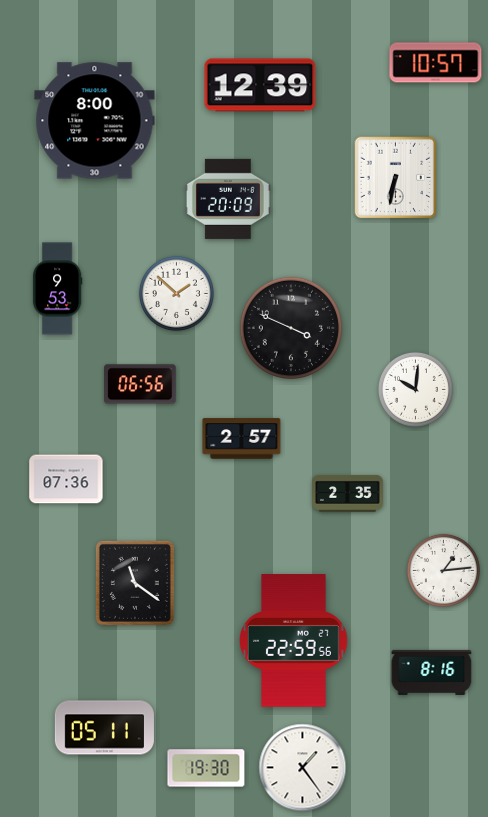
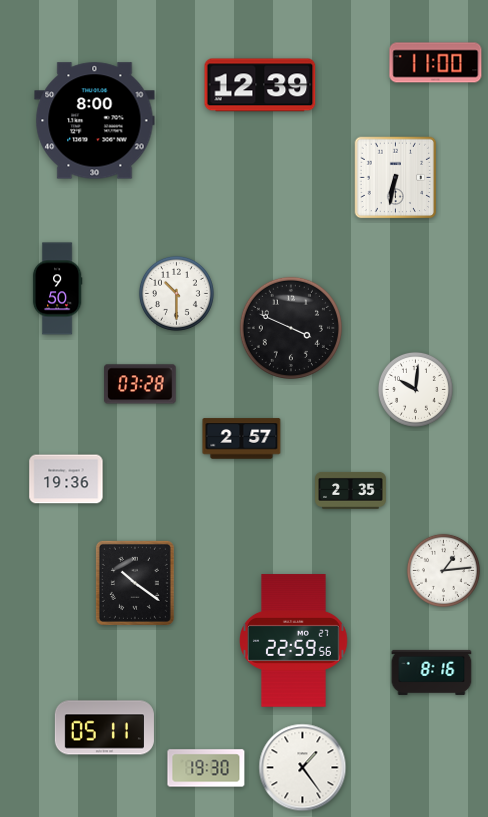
clock at (436, 63): 10:57 -> 11:00
clock at (228, 199): 20:09 -> none
clock at (57, 289): 9:53 -> 9:50
clock at (176, 293): 1:52 -> 10:30
clock at (140, 384): 06:56 -> 03:28
clock at (66, 479): 07:36 -> 19:36
clock at (348, 493) position: (348, 493) -> (351, 490)
clock at (135, 583): 11:21 -> 10:21
